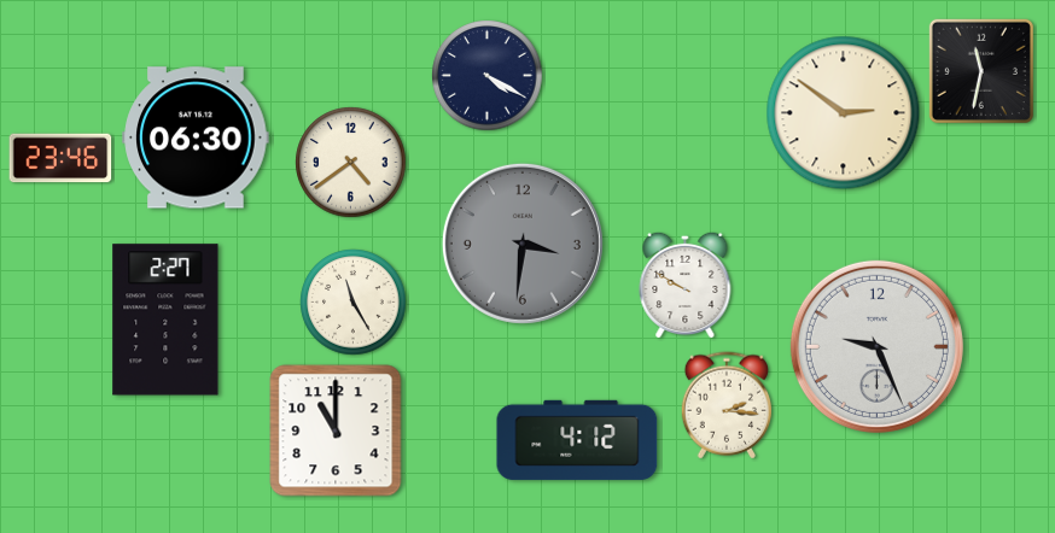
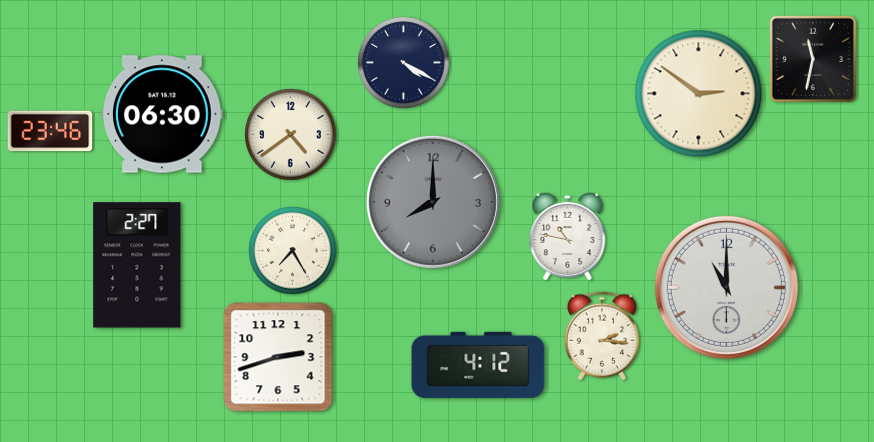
clock at (523, 244): 3:31 -> 8:00
clock at (686, 285): 9:50 -> 10:47
clock at (354, 303): 11:25 -> 7:25
clock at (876, 346): 9:26 -> 11:00
clock at (336, 430): 11:00 -> 2:42
